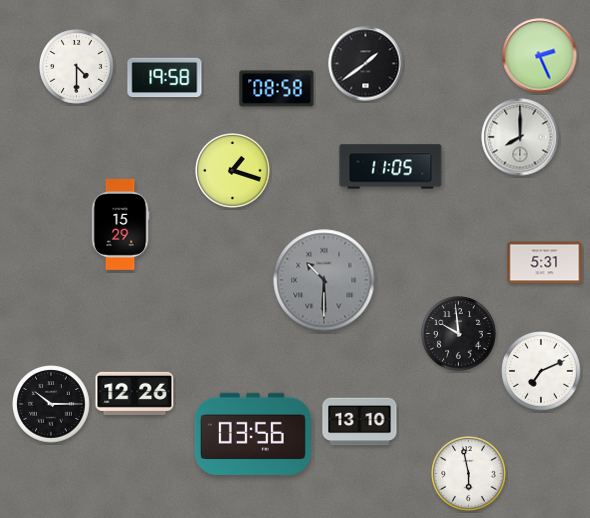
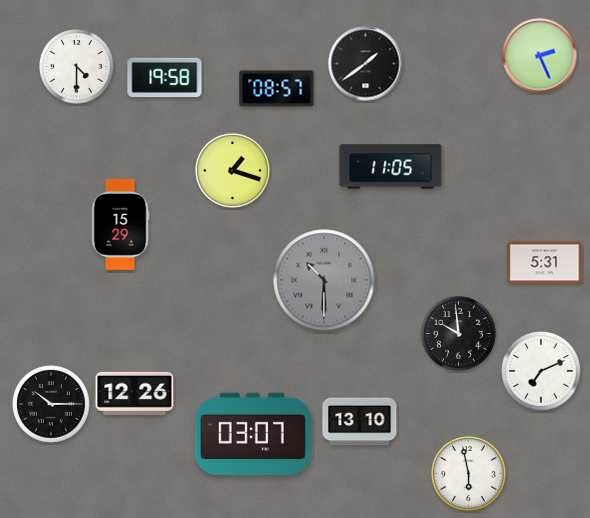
clock at (277, 89): 08:58 -> 08:57
clock at (520, 137): 8:00 -> none
clock at (253, 434): 03:56 -> 03:07
